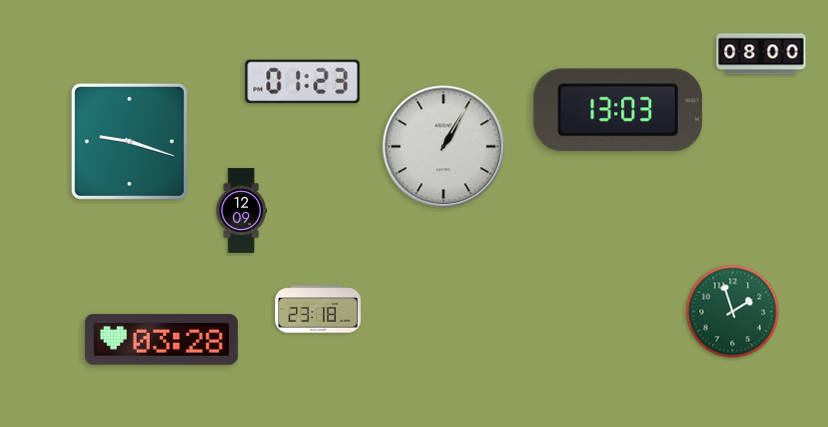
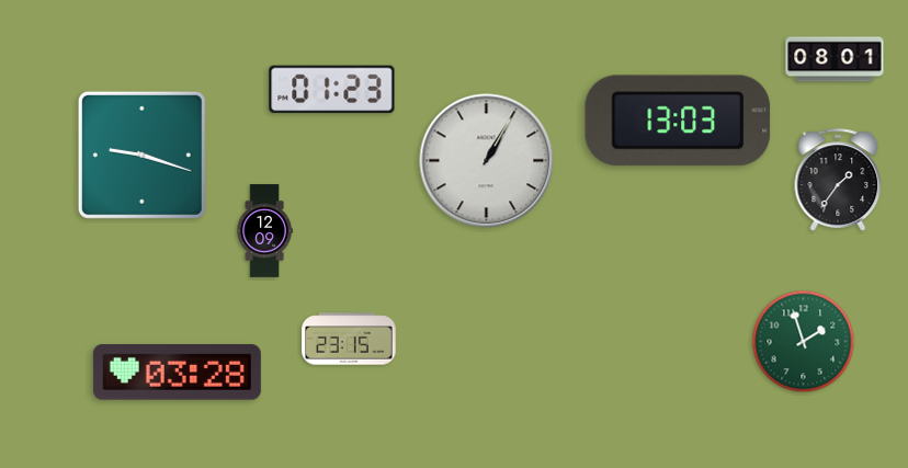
clock at (761, 54): 08:00 -> 08:01
clock at (838, 180): none -> 1:36
clock at (318, 309): 23:18 -> 23:15
